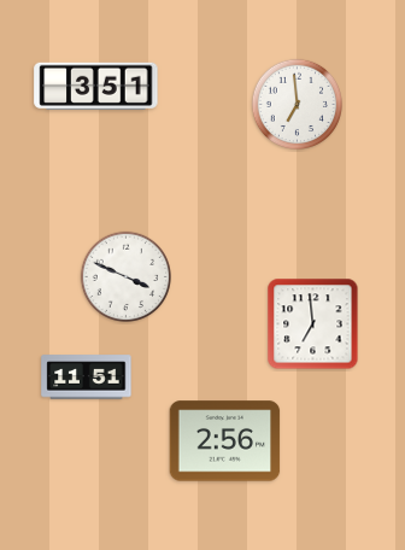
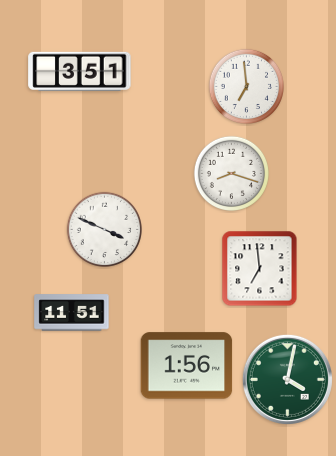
clock at (232, 174): none -> 8:18
clock at (225, 441): 2:56 -> 1:56
clock at (287, 379): none -> 4:02
